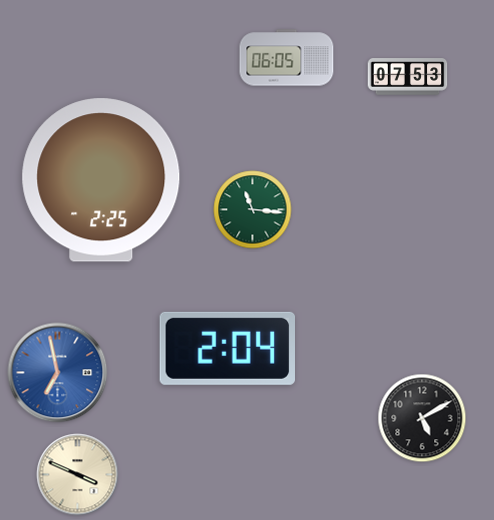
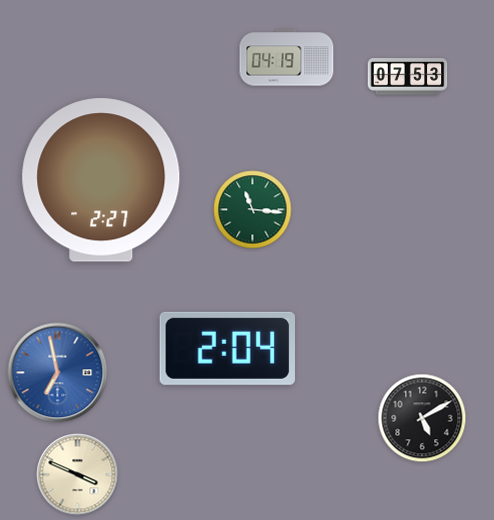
clock at (287, 58): 06:05 -> 04:19
clock at (101, 180): 2:25 -> 2:27
